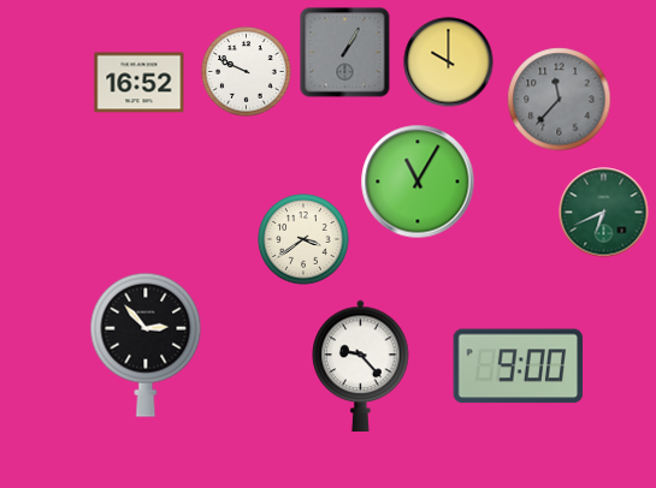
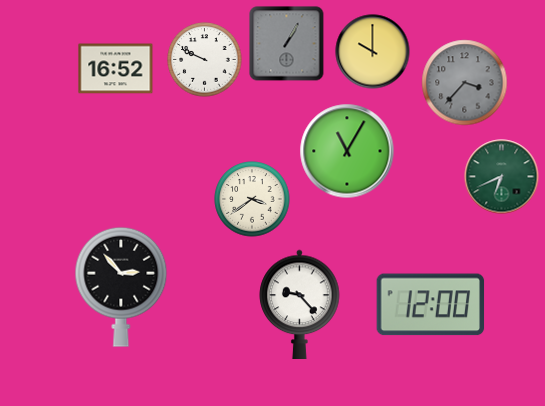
clock at (560, 100): 11:37 -> 3:37
clock at (519, 367): 9:00 -> 12:00
